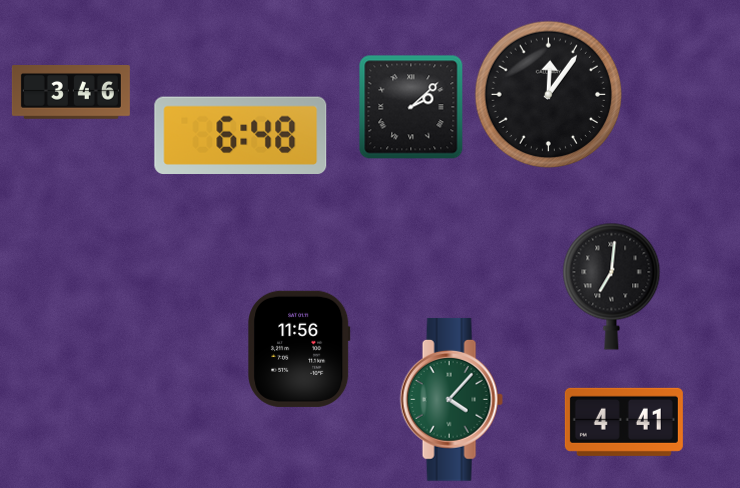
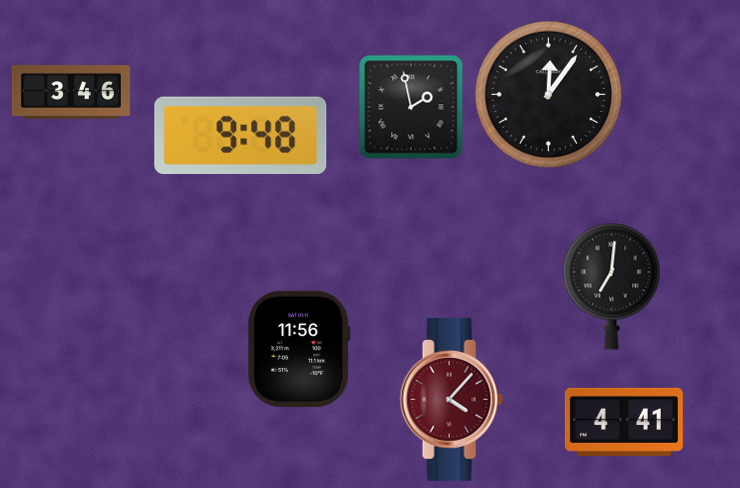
clock at (411, 107): 2:08 -> 1:58
clock at (241, 135): 6:48 -> 9:48
clock at (451, 399) dial: green -> burgundy
